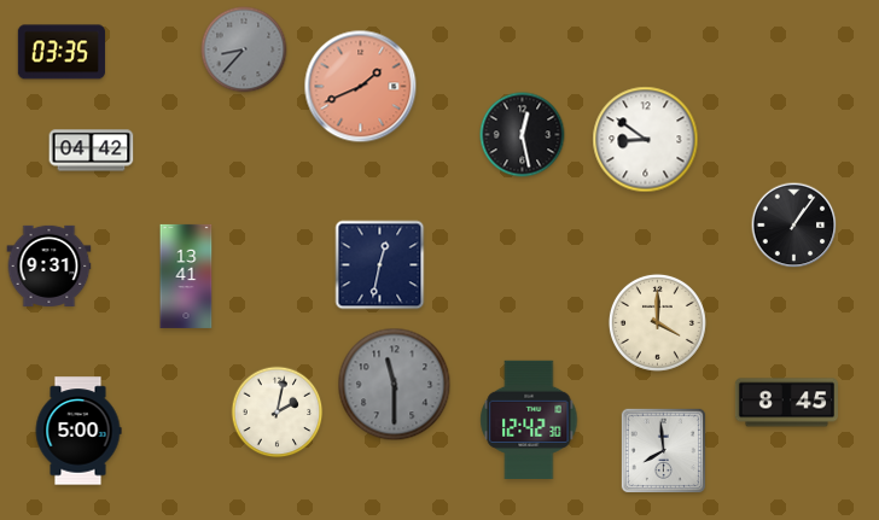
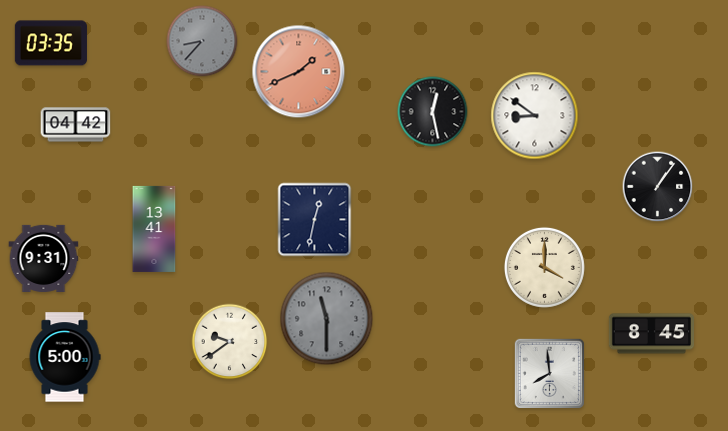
clock at (50, 265) position: (50, 265) -> (44, 258)
clock at (278, 413): 2:02 -> 9:39
clock at (529, 419): 12:42 -> none
